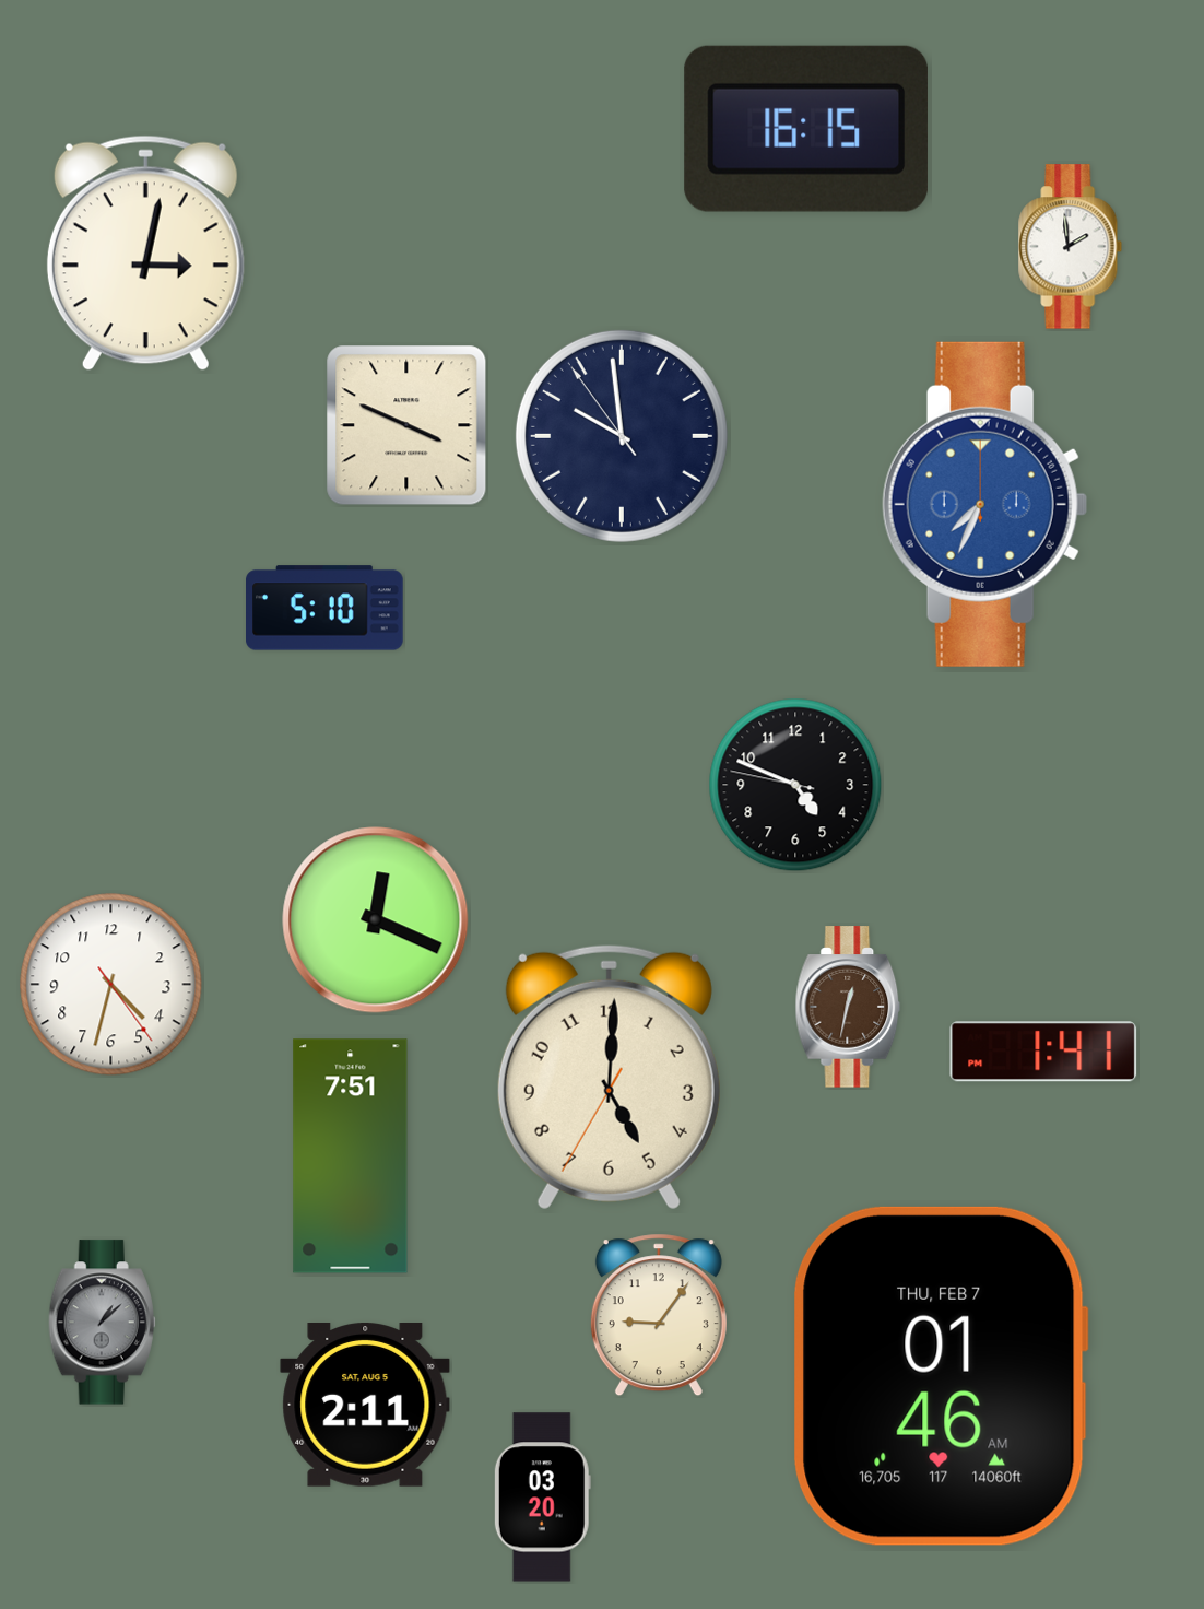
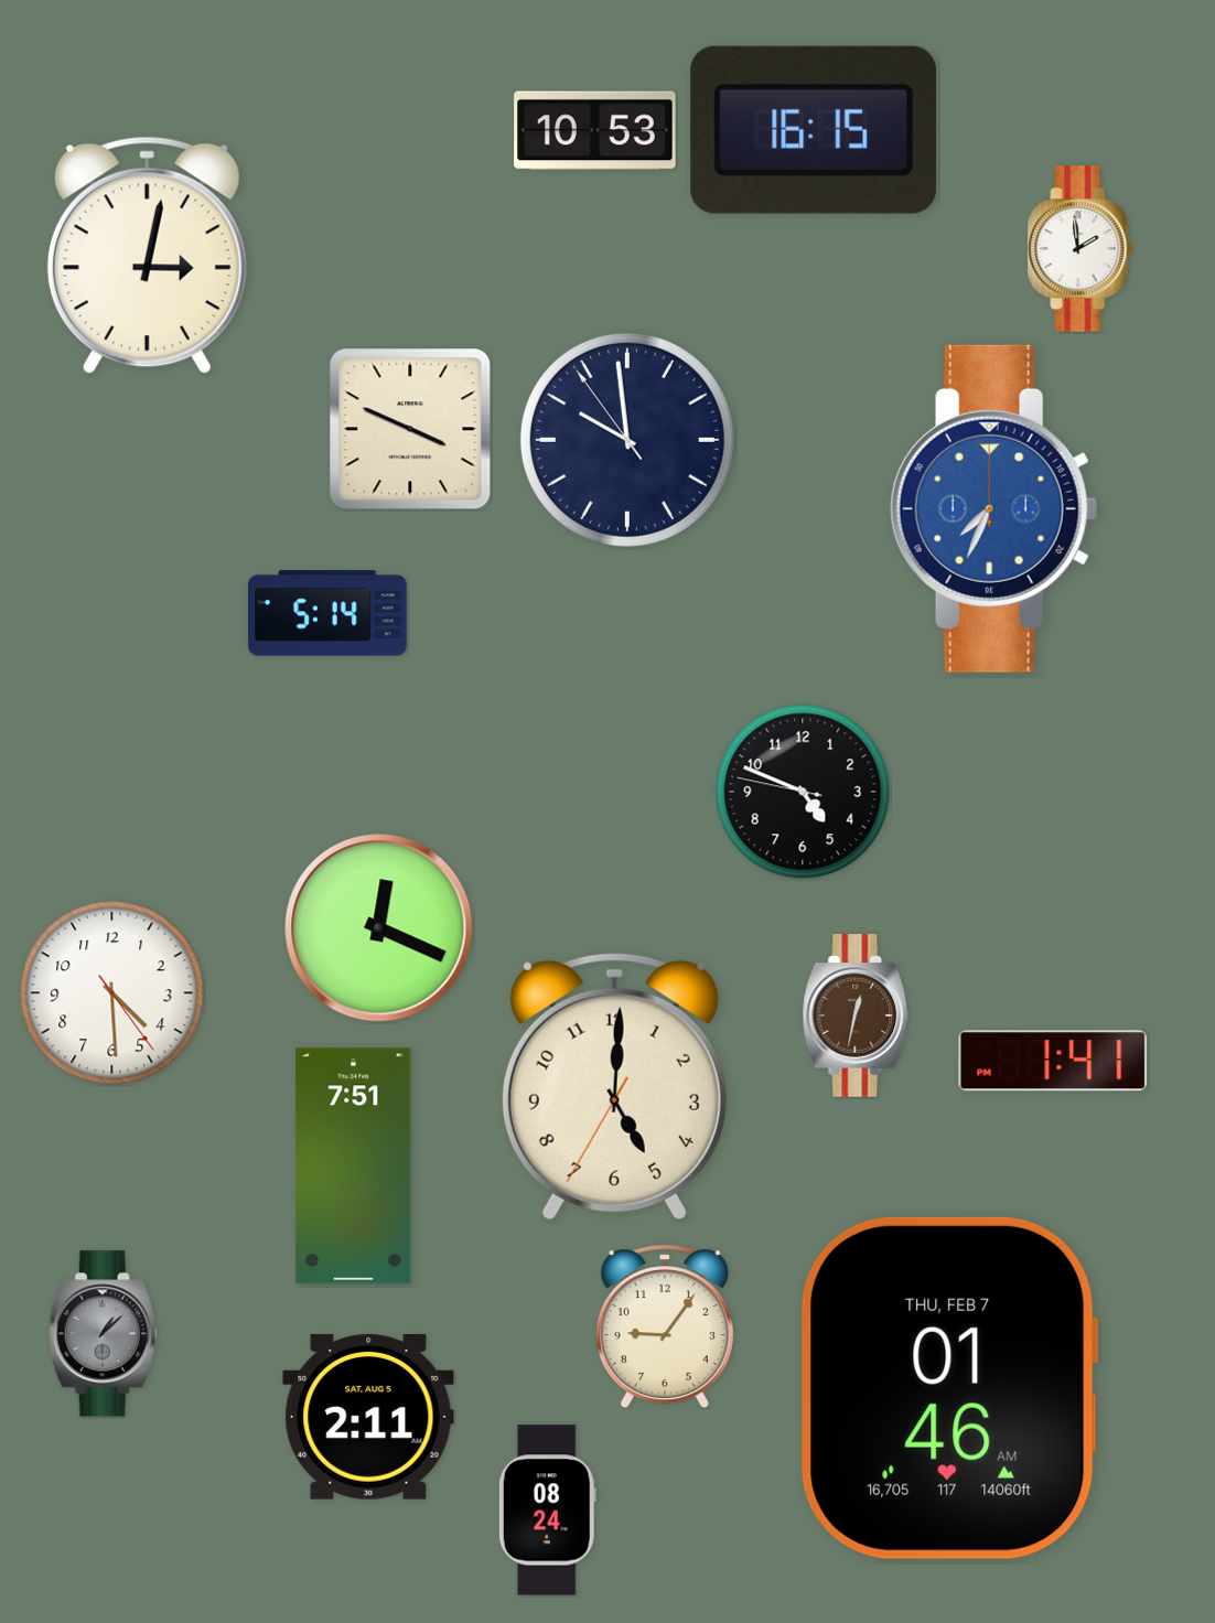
clock at (595, 131): none -> 10:53
clock at (326, 608): 5:10 -> 5:14
clock at (111, 985): 4:32 -> 4:29
clock at (542, 1498): 03:20 -> 08:24
